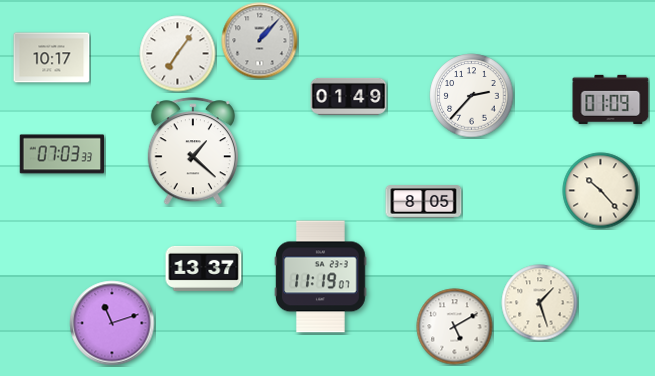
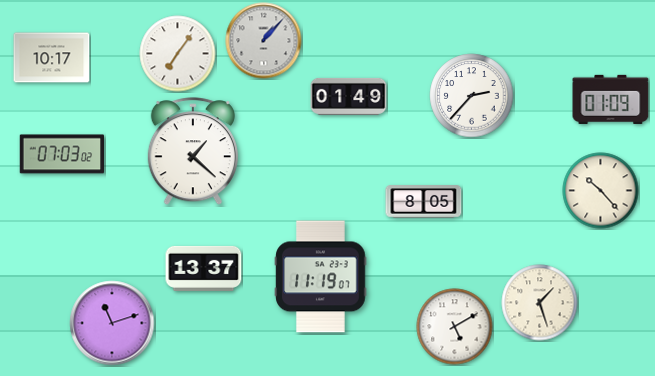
clock at (260, 41) position: (260, 41) -> (264, 41)
clock at (62, 154): 07:03:33 -> 07:03:02
